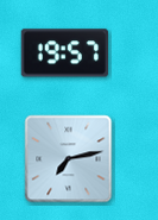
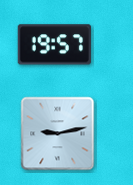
clock at (69, 159): 7:13 -> 9:13
